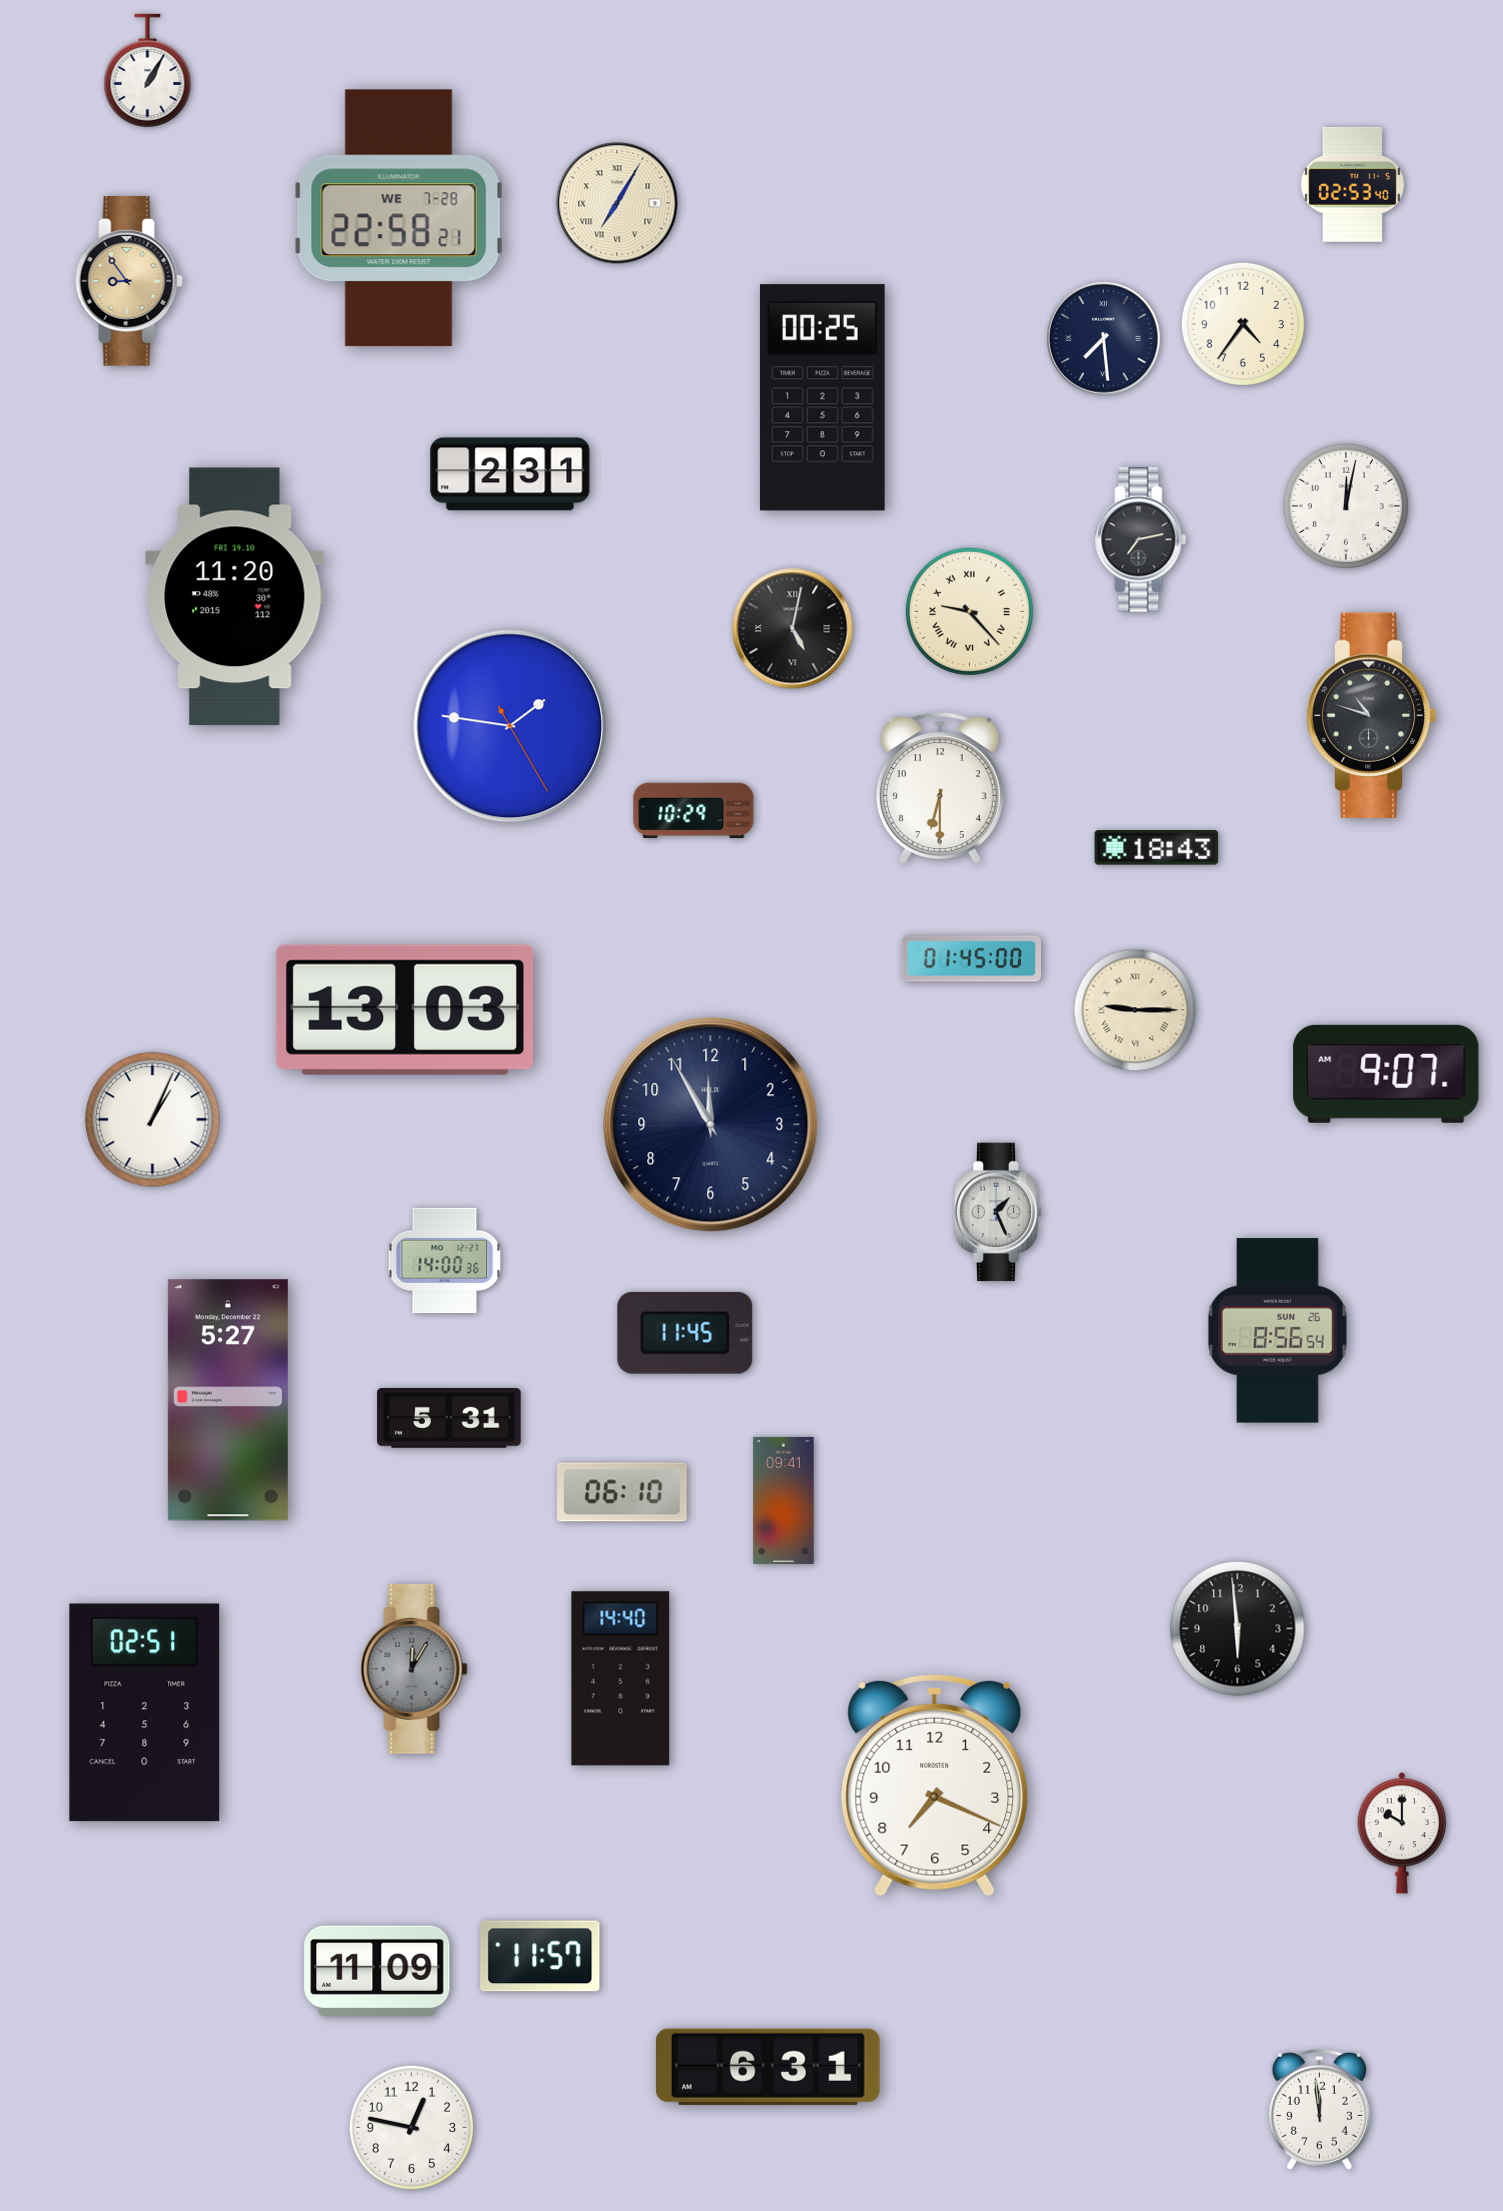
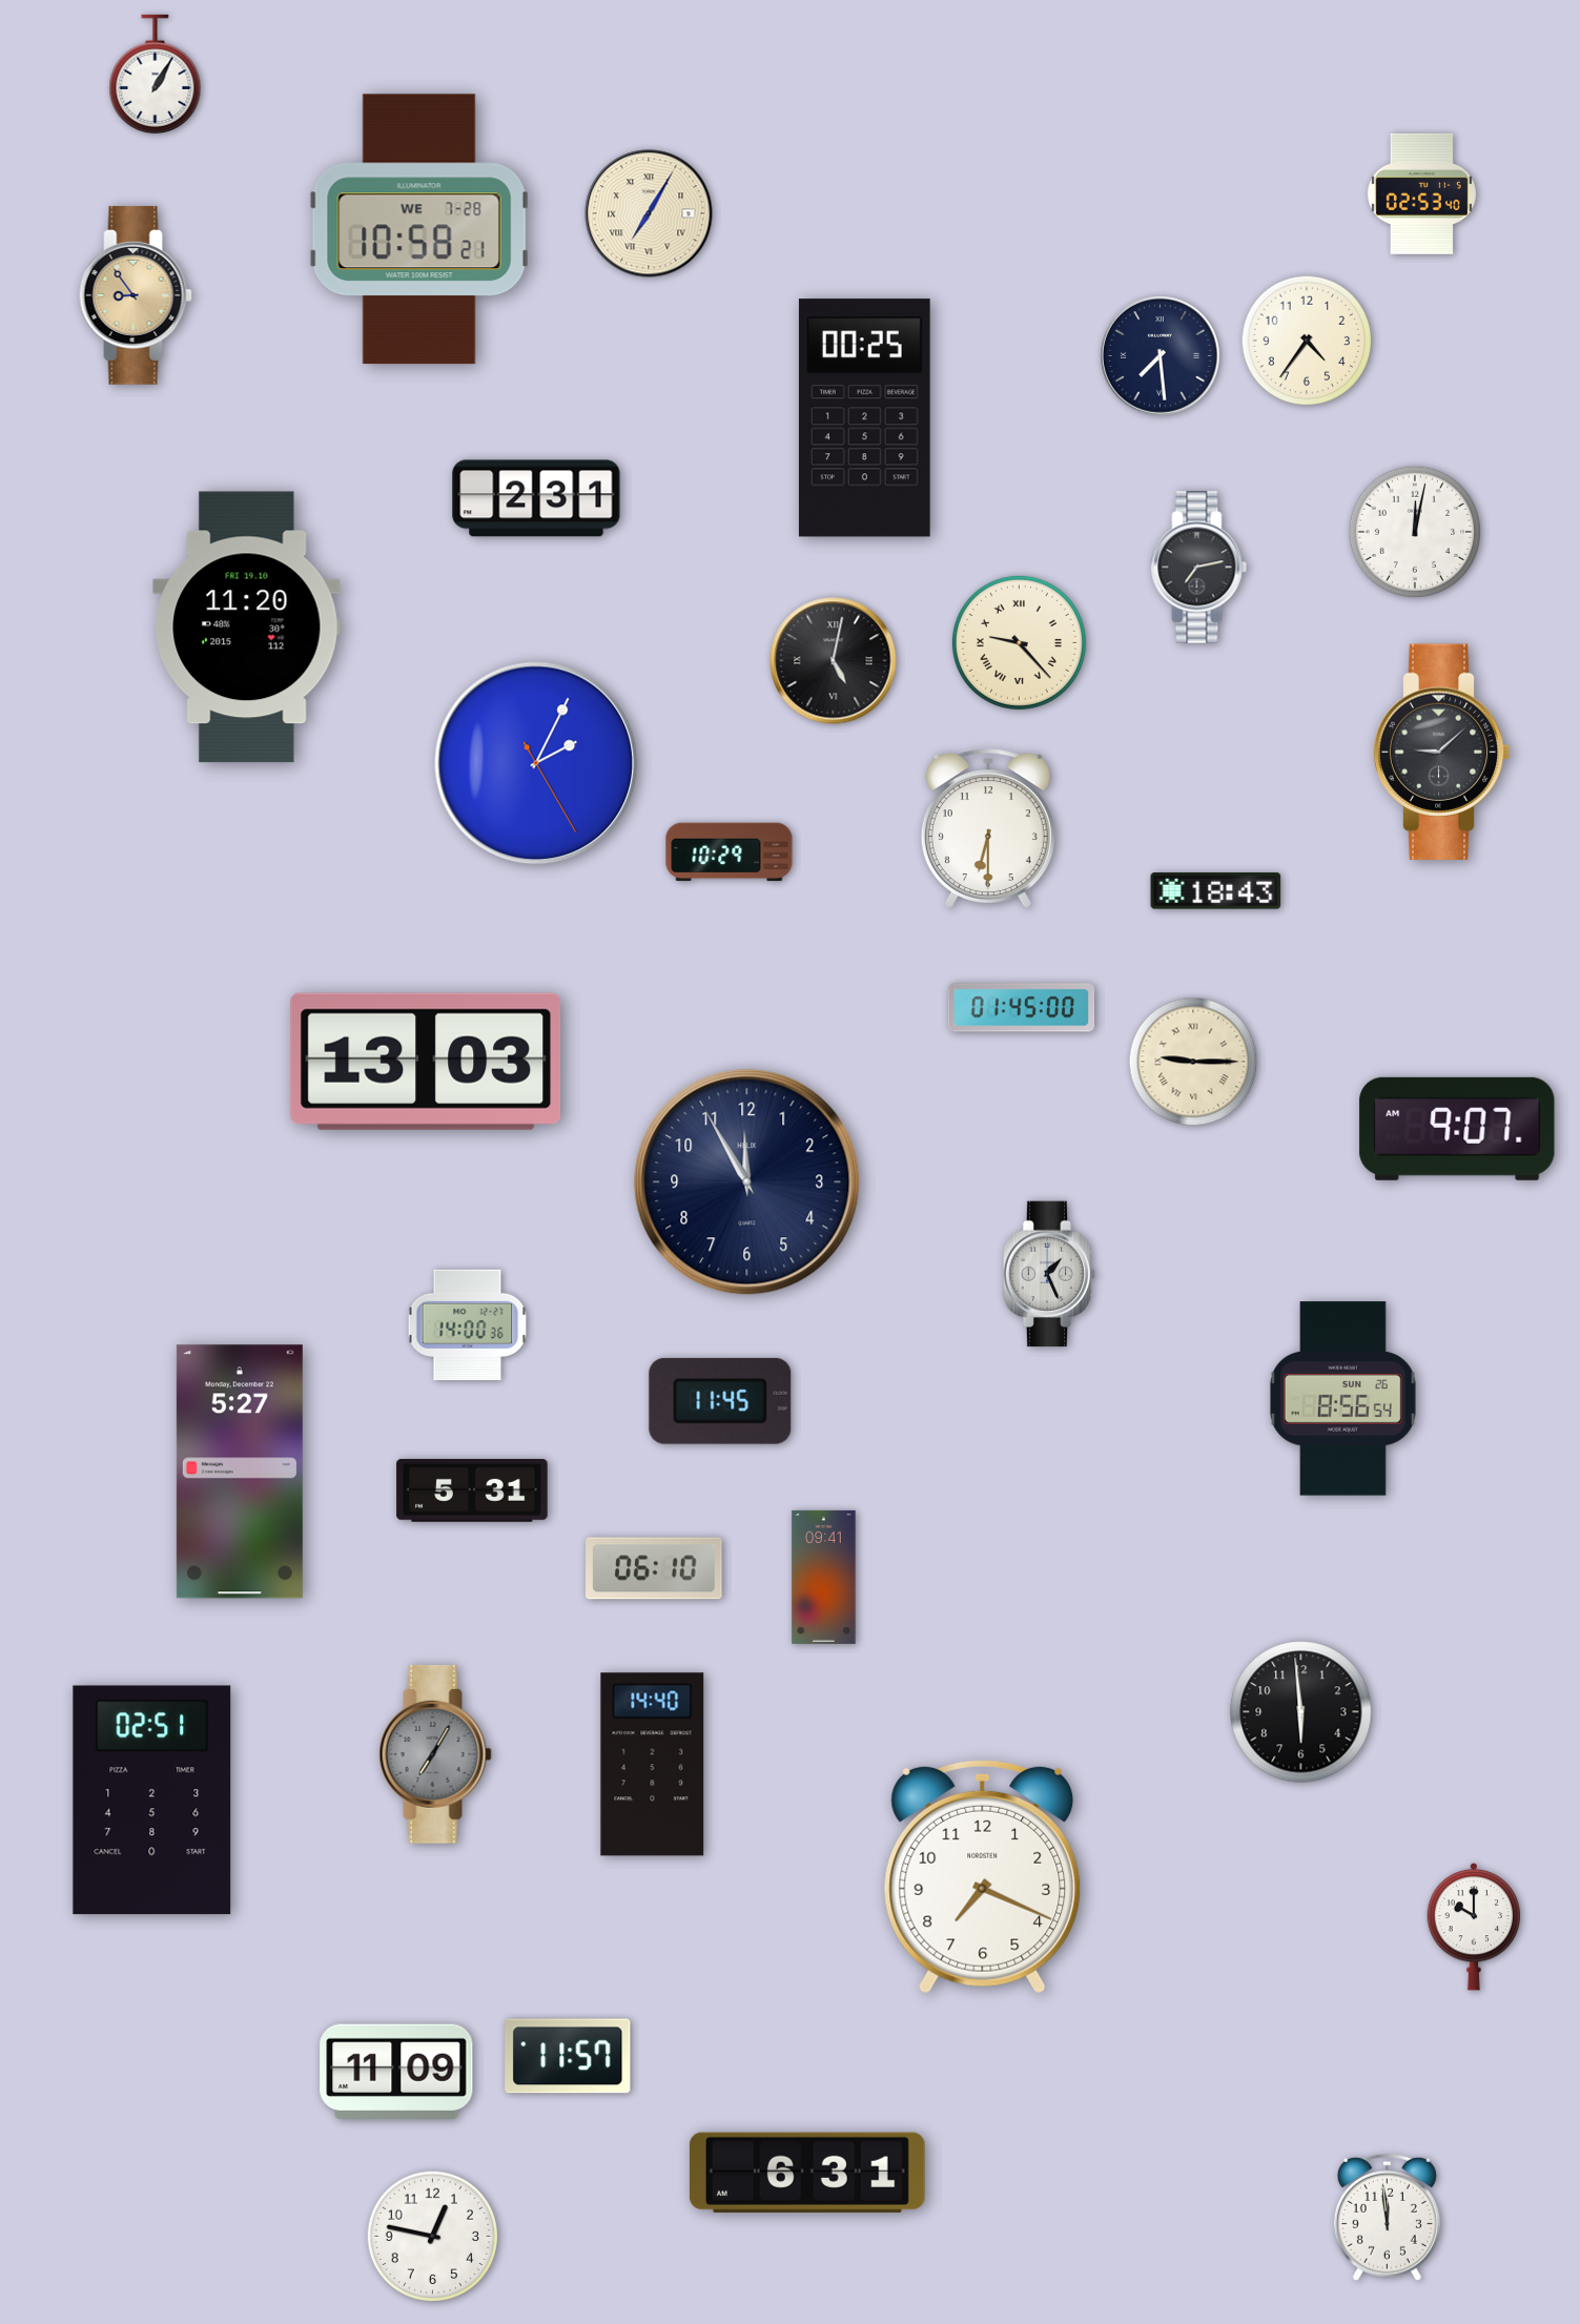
clock at (399, 218): 22:58 -> 10:58
clock at (1371, 715): 10:48 -> 9:08
clock at (510, 726): 1:46 -> 2:04
clock at (153, 1120): 1:04 -> none
clock at (414, 1669): 12:05 -> 7:05
